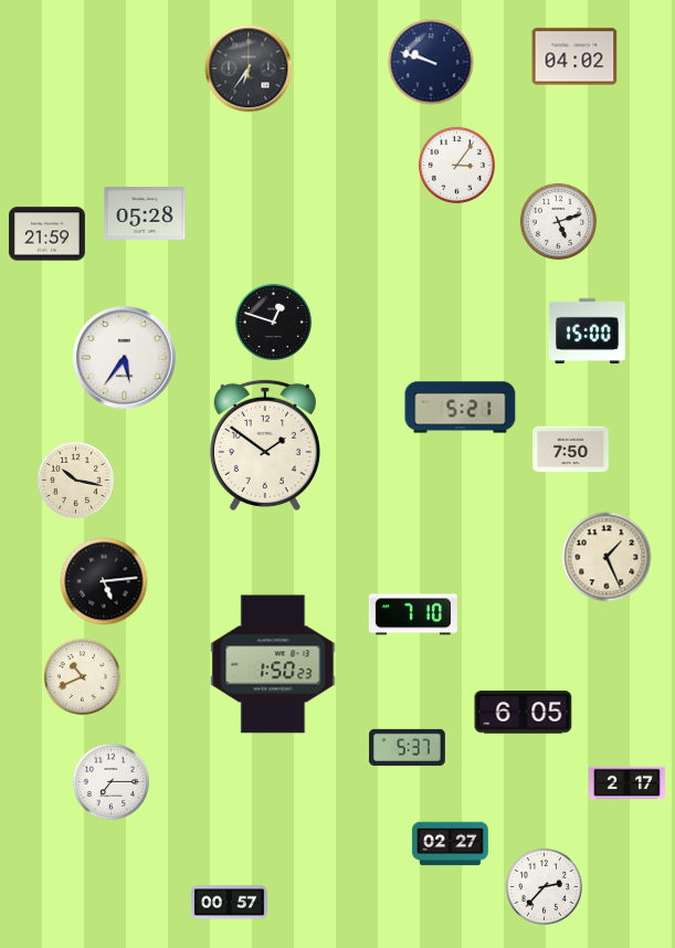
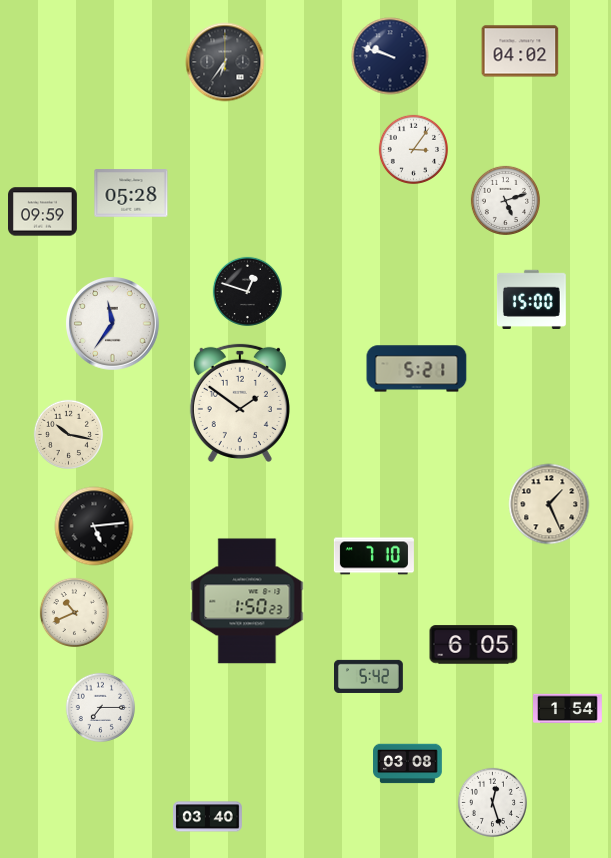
clock at (48, 234): 21:59 -> 09:59
clock at (125, 358): 5:36 -> 11:36
clock at (571, 450): 7:50 -> none
clock at (408, 747): 5:37 -> 5:42
clock at (627, 783): 2:17 -> 1:54
clock at (451, 844): 02:27 -> 03:08
clock at (544, 886): 2:37 -> 12:27
clock at (230, 903): 00:57 -> 03:40
